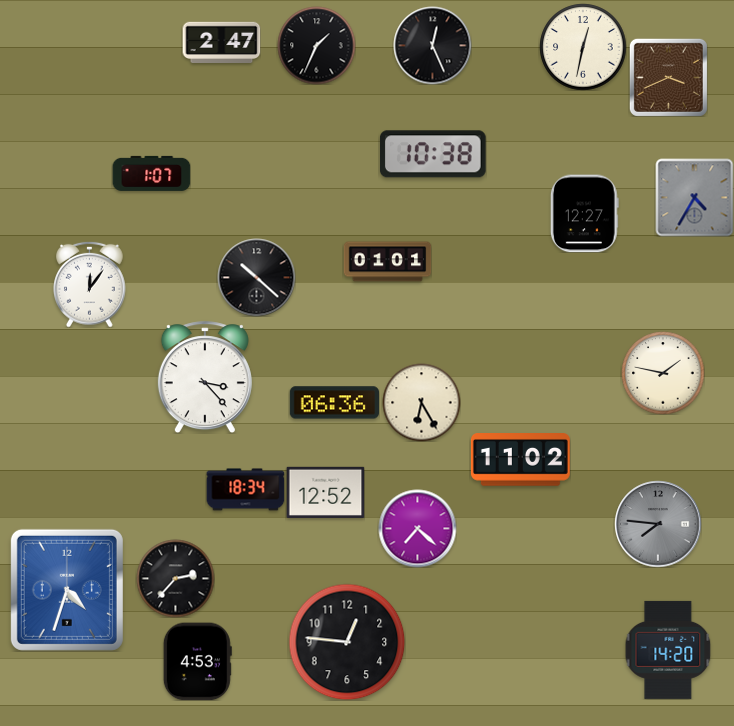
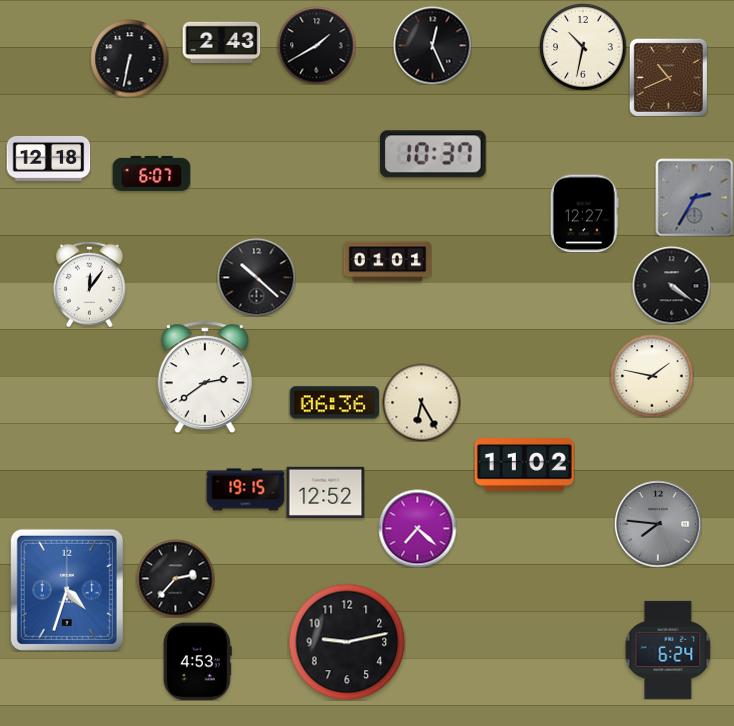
clock at (221, 42): 2:47 -> 2:43
clock at (316, 45): 1:34 -> 1:40
clock at (583, 47): 12:32 -> 10:32
clock at (129, 58): none -> 6:32
clock at (668, 77): 3:41 -> 10:41
clock at (433, 154): 10:38 -> 10:37
clock at (48, 158): none -> 12:18
clock at (151, 173): 1:07 -> 6:07
clock at (694, 197): 4:35 -> 2:35
clock at (671, 285): none -> 4:21
clock at (663, 373) position: (663, 373) -> (652, 376)
clock at (205, 377): 3:23 -> 2:39
clock at (520, 460) position: (520, 460) -> (524, 465)
clock at (245, 490): 18:34 -> 19:15
clock at (347, 642): 12:46 -> 9:13
clock at (668, 650): 14:20 -> 6:24
